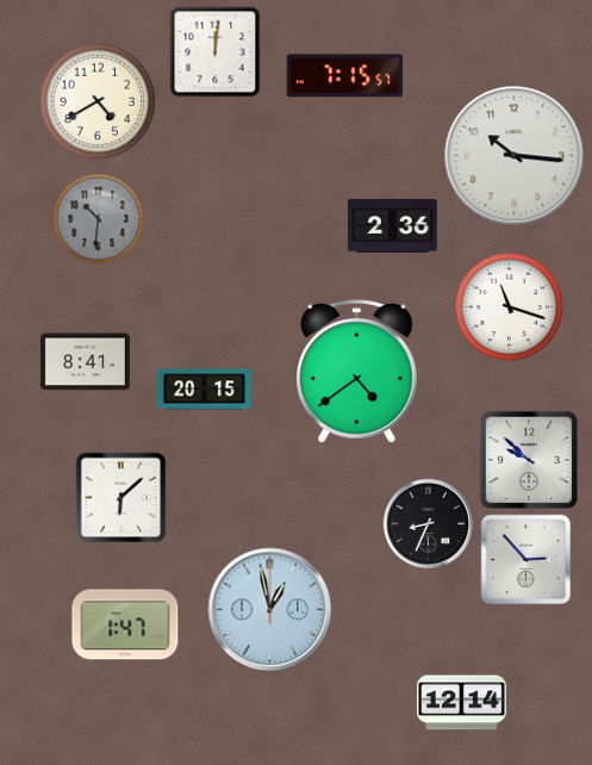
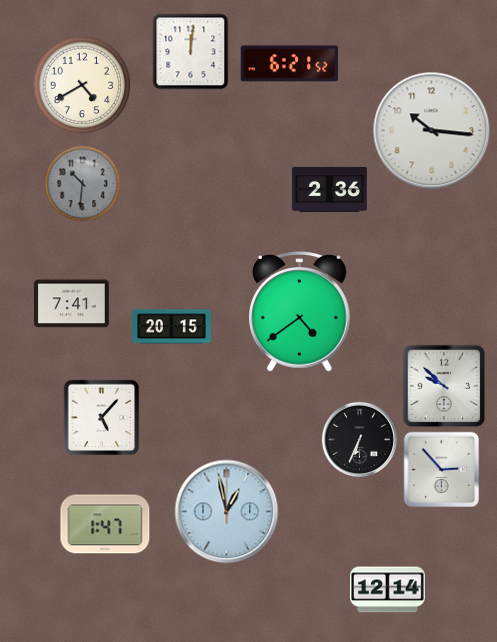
clock at (216, 52) position: (216, 52) -> (191, 52)
clock at (345, 76): 7:15 -> 6:21
clock at (510, 307): 11:18 -> none
clock at (85, 362): 8:41 -> 7:41
clock at (121, 498): 6:08 -> 5:07
clock at (429, 524): 8:34 -> 6:34
